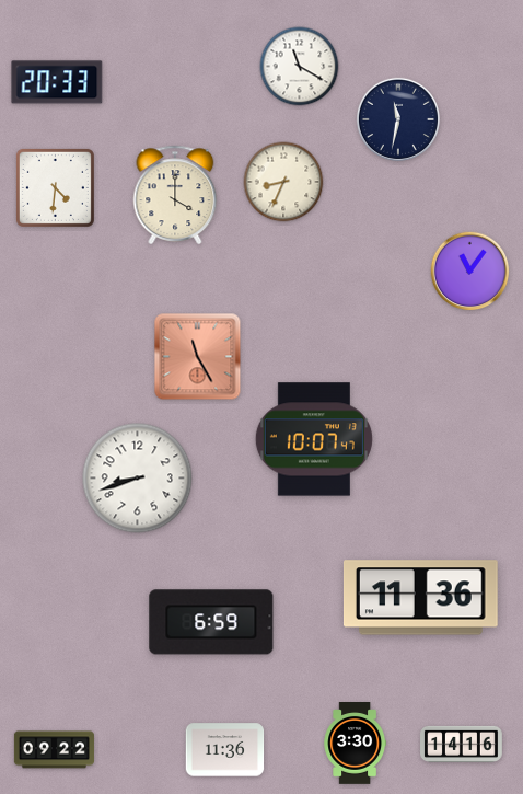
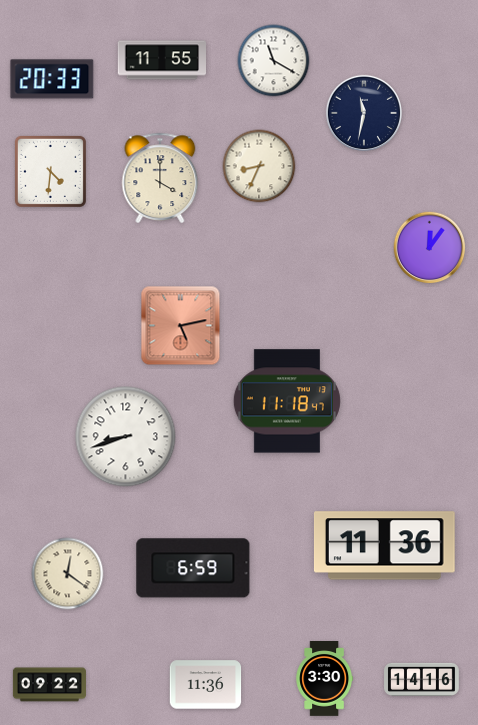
clock at (161, 60): none -> 11:55
clock at (57, 82) position: (57, 82) -> (52, 79)
clock at (398, 119) position: (398, 119) -> (364, 113)
clock at (470, 272): 11:06 -> 12:06
clock at (198, 357): 11:25 -> 5:13
clock at (314, 439): 10:07 -> 11:18
clock at (68, 574): none -> 12:21
